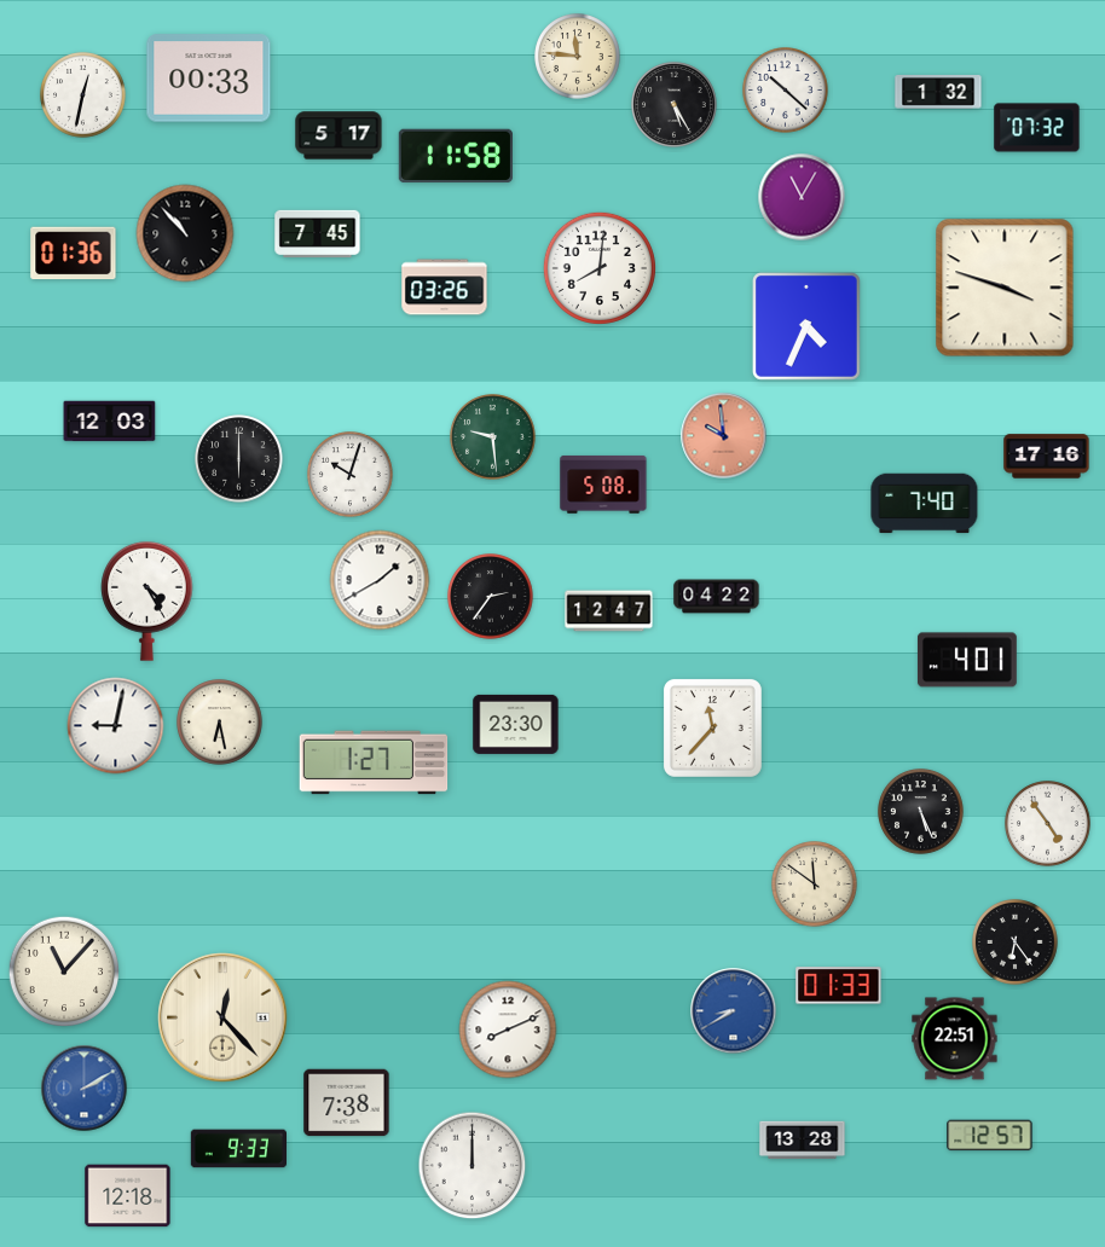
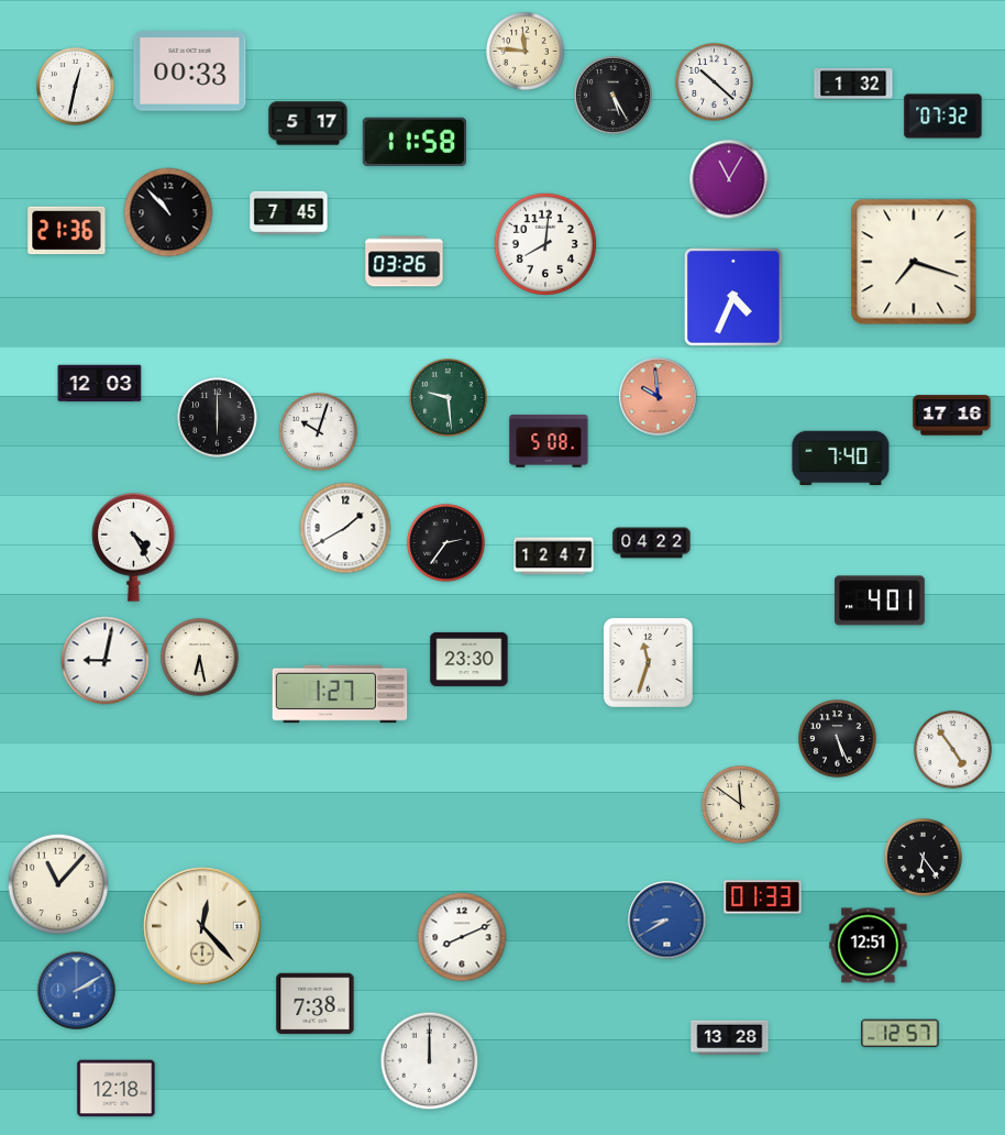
clock at (74, 254): 01:36 -> 21:36
clock at (1005, 288): 3:48 -> 7:18
clock at (712, 727): 11:37 -> 11:33
clock at (955, 1039): 22:51 -> 12:51
clock at (238, 1149): 9:33 -> none
